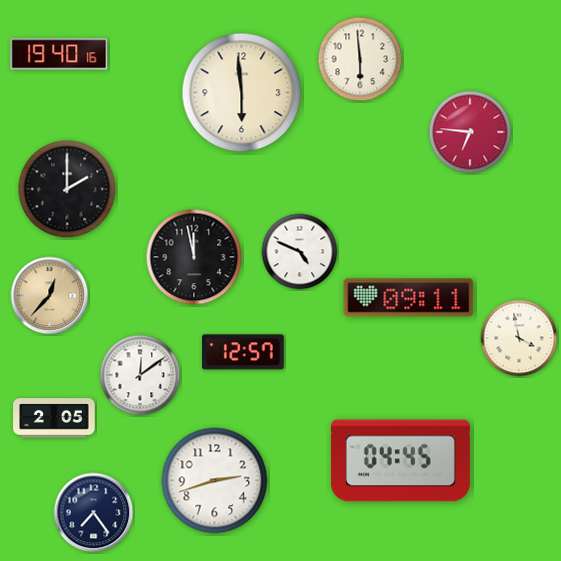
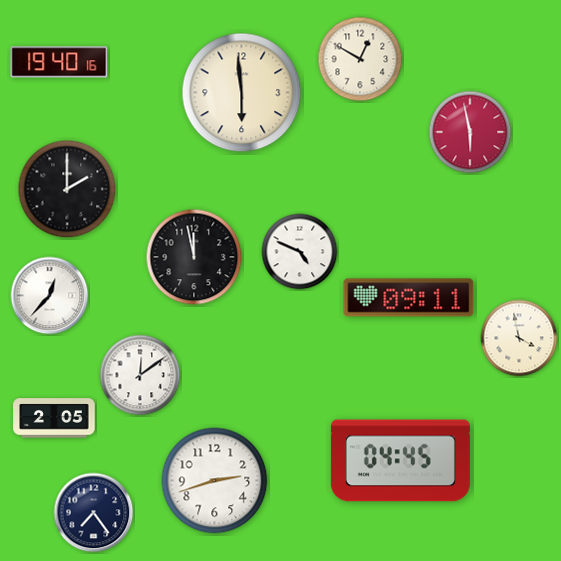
clock at (59, 54) position: (59, 54) -> (59, 62)
clock at (360, 59): 5:59 -> 12:50
clock at (470, 132): 6:46 -> 5:58
clock at (50, 296) dial: champagne -> white
clock at (243, 352): 12:57 -> none
